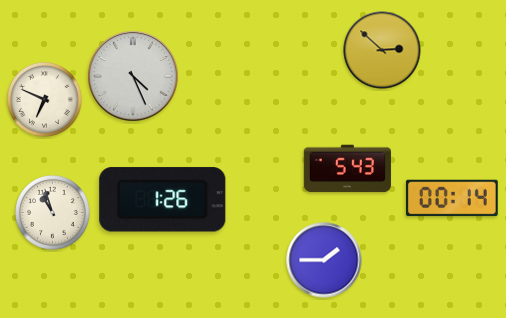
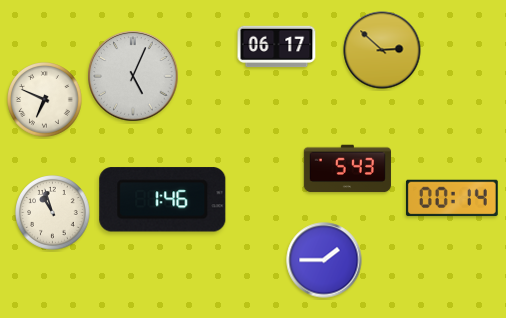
clock at (277, 47): none -> 06:17
clock at (133, 76): 4:26 -> 5:04
clock at (163, 200): 1:26 -> 1:46
